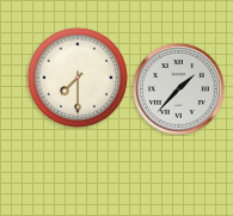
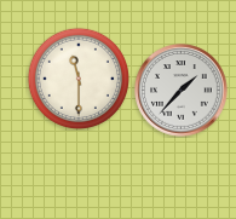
clock at (78, 78): 7:30 -> 11:30
